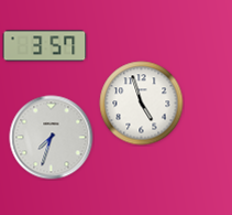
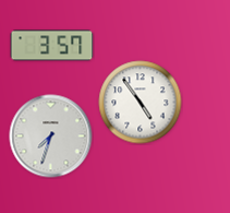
clock at (45, 46) position: (45, 46) -> (52, 46)
clock at (142, 104): 4:57 -> 4:54
